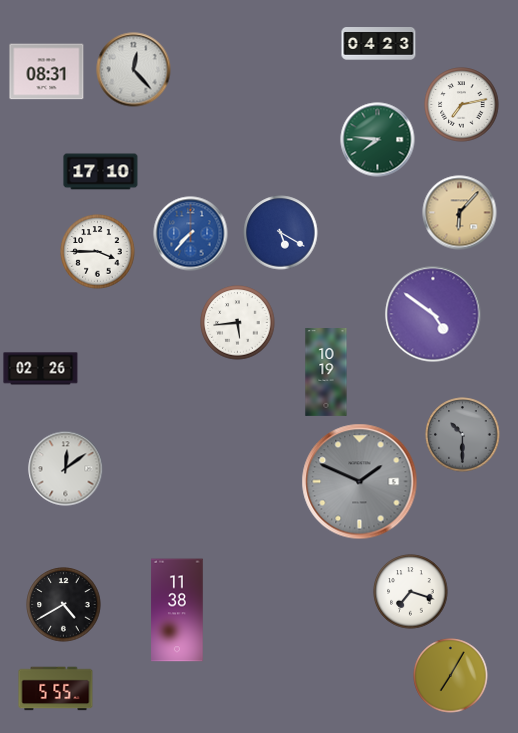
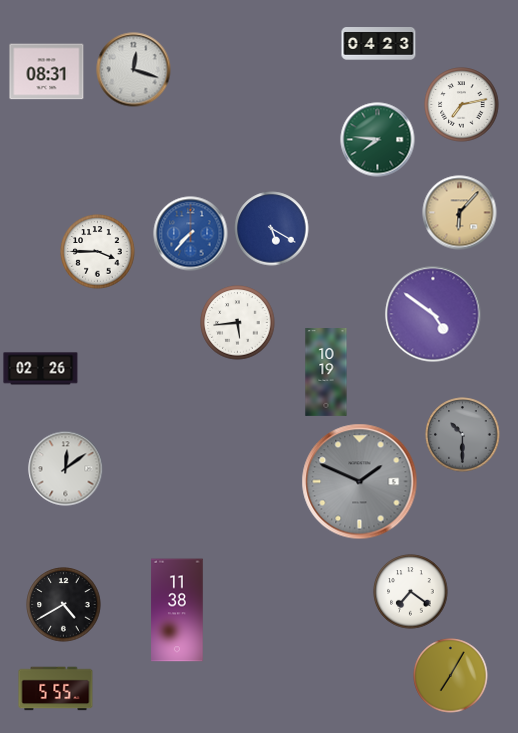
clock at (134, 70): 12:23 -> 12:18
clock at (101, 172): 17:10 -> none
clock at (281, 233) position: (281, 233) -> (272, 229)
clock at (411, 592): 7:18 -> 7:21
